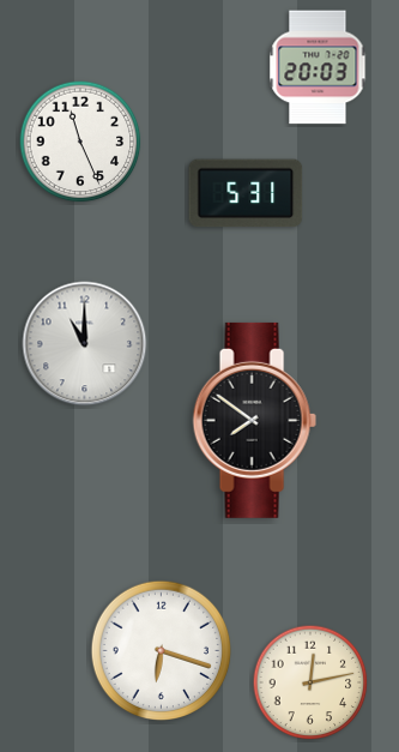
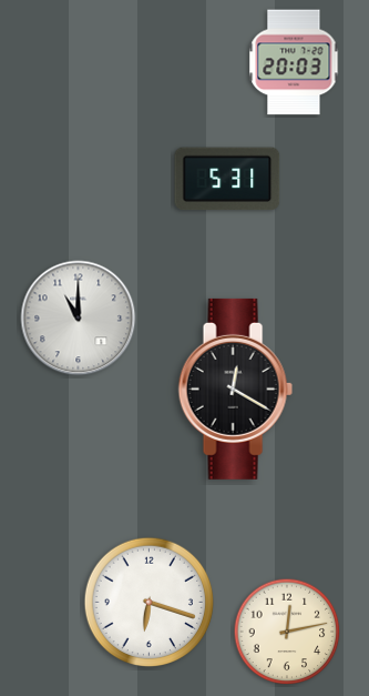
clock at (80, 142): 11:26 -> none
clock at (254, 420): 7:51 -> 12:20
